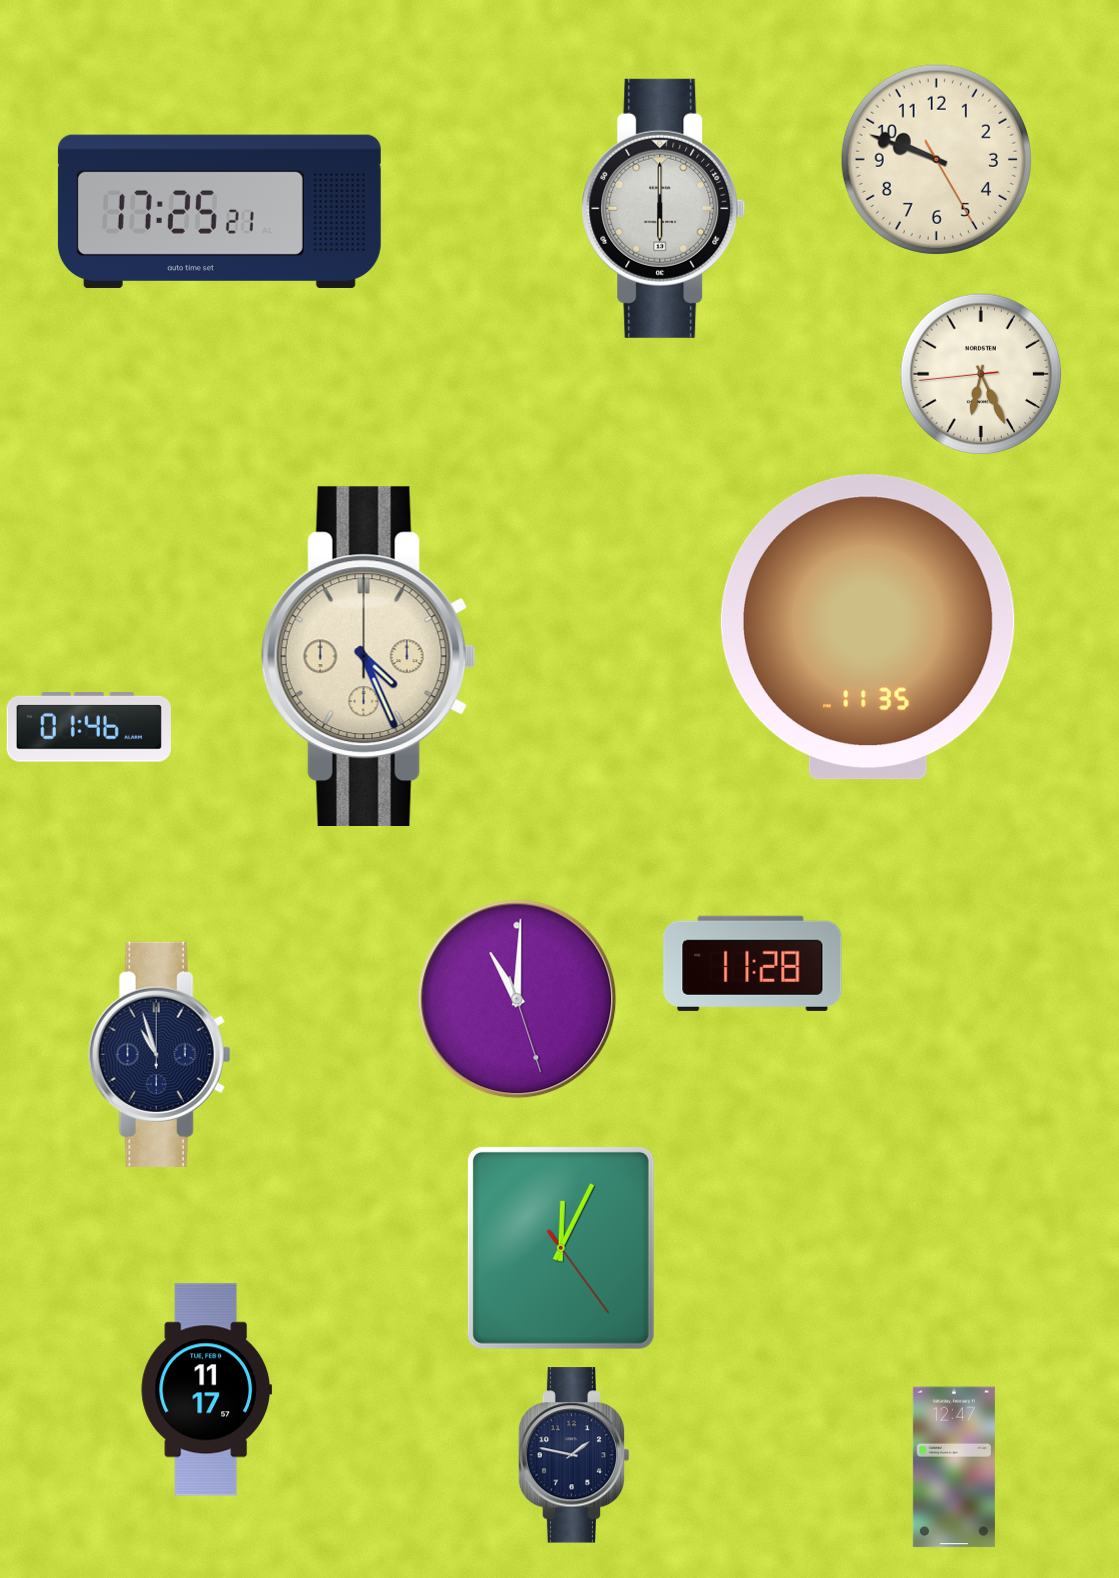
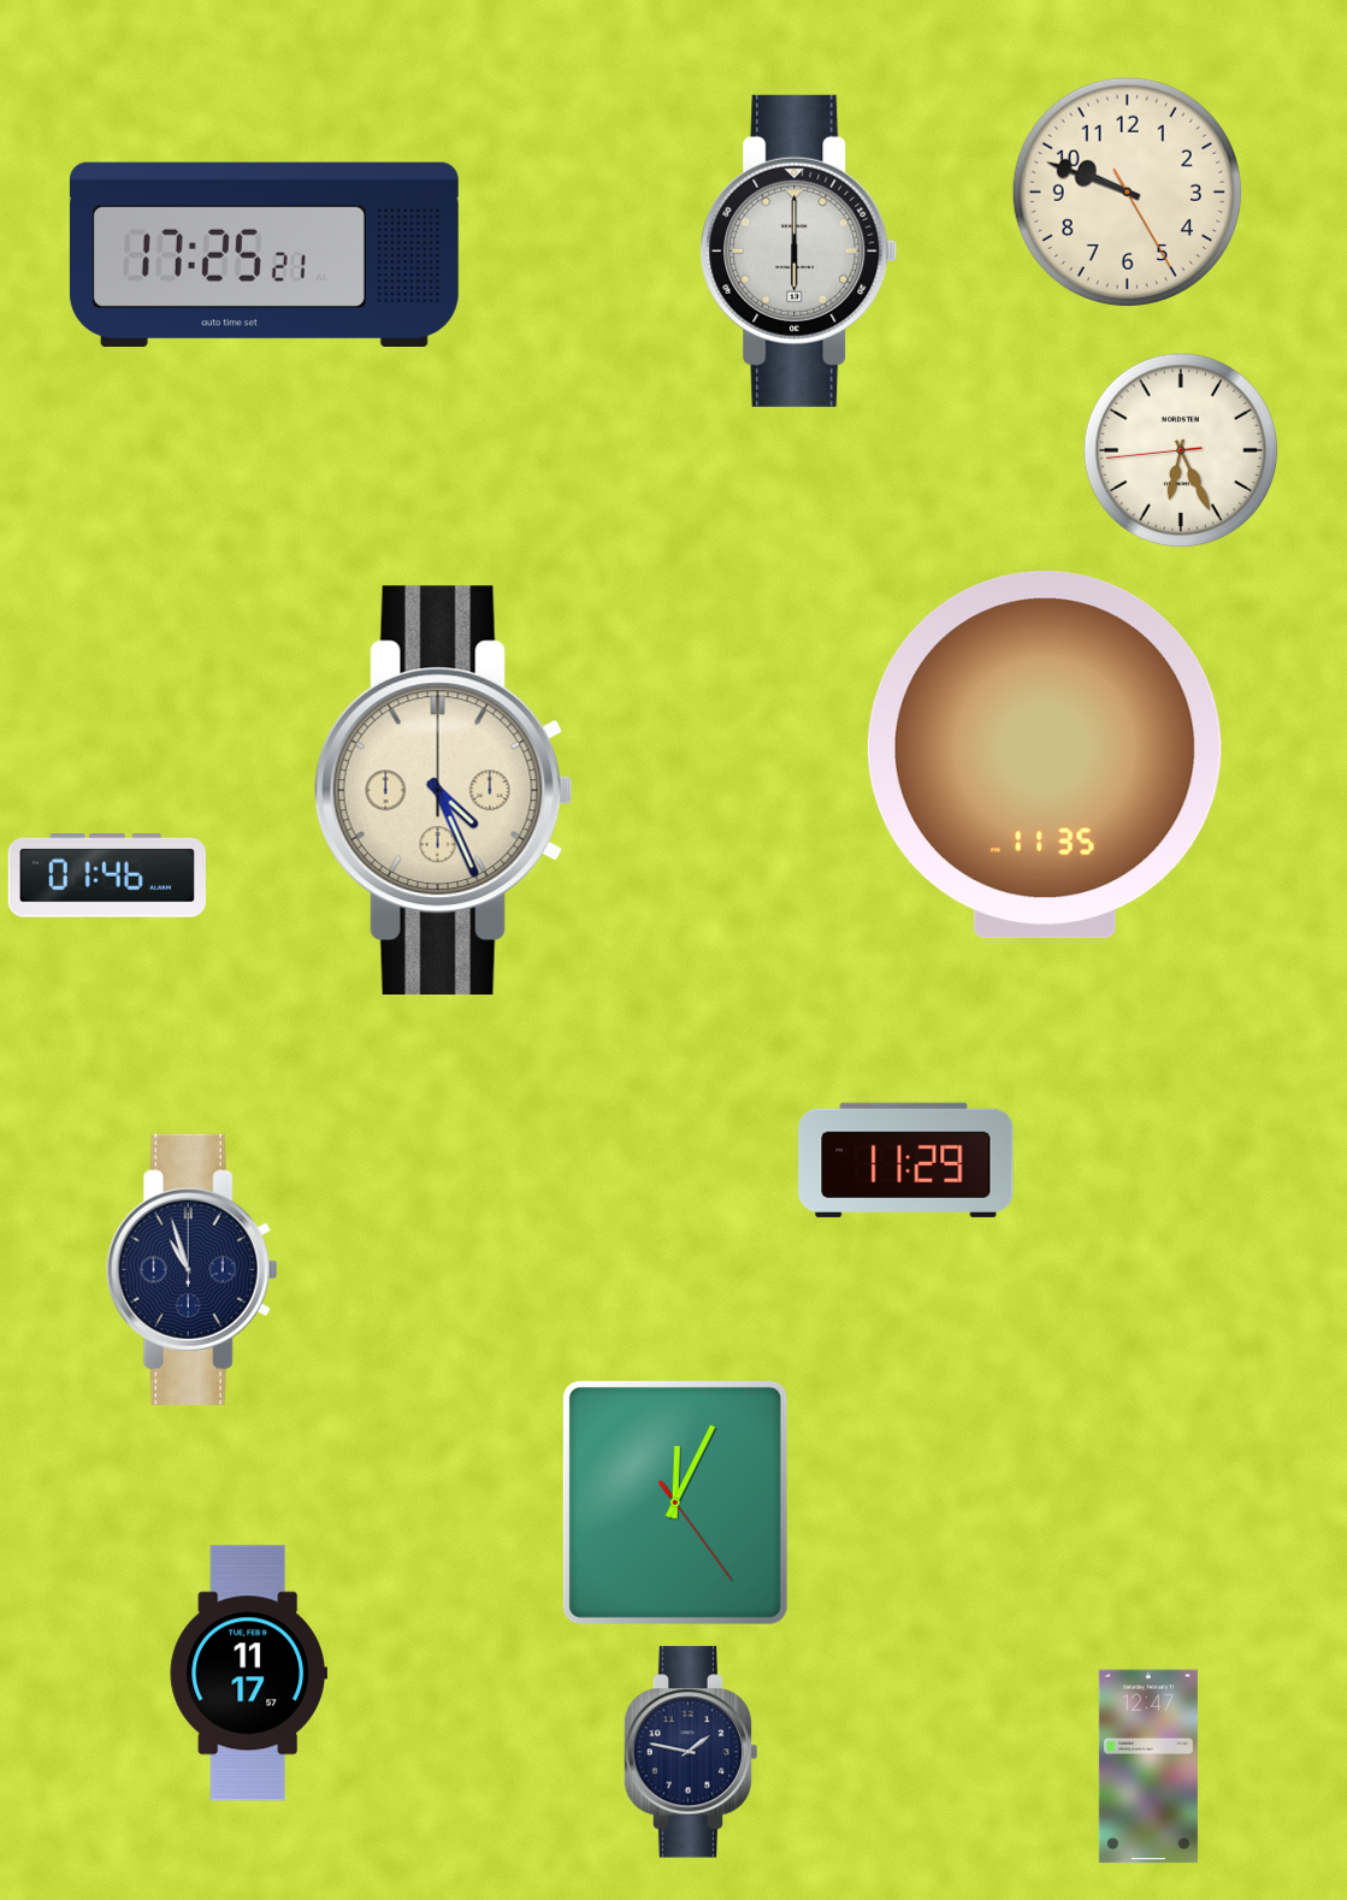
clock at (753, 963): 11:28 -> 11:29
clock at (517, 999): 11:00 -> none
